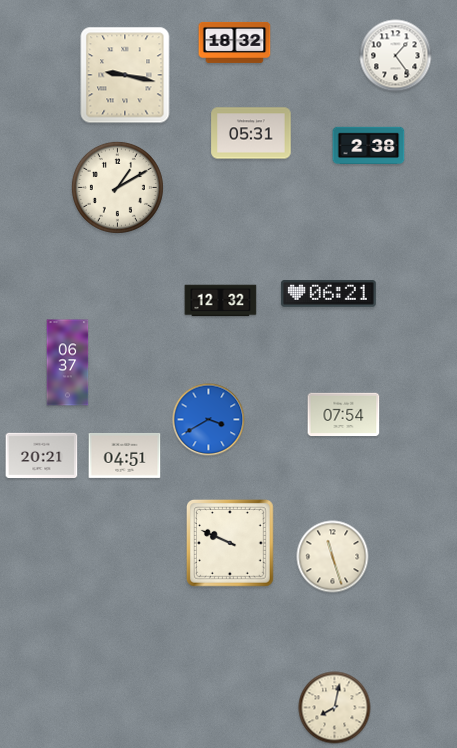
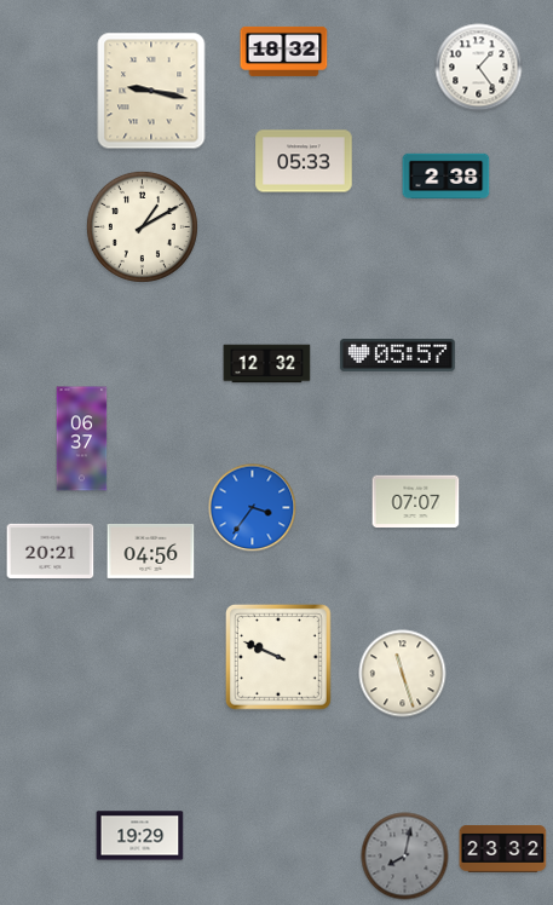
clock at (251, 133): 05:31 -> 05:33
clock at (328, 294): 06:21 -> 05:57
clock at (344, 415): 07:54 -> 07:07
clock at (209, 420): 3:40 -> 3:36
clock at (125, 455): 04:51 -> 04:56
clock at (140, 836): none -> 19:29
clock at (503, 848): none -> 23:32
clock at (335, 708) dial: cream -> grey
